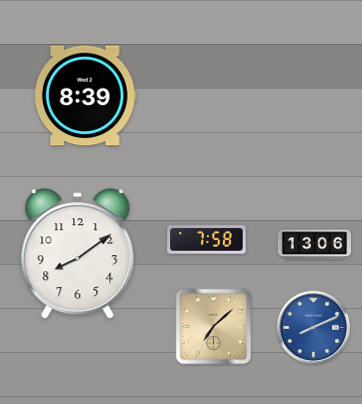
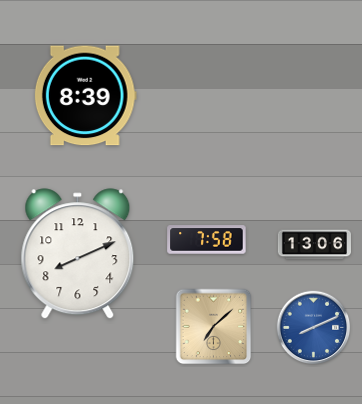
clock at (78, 254): 8:09 -> 8:11
